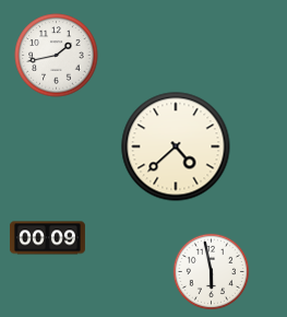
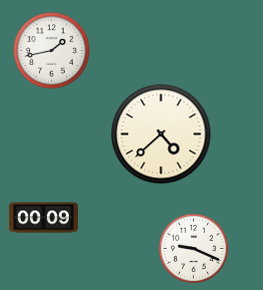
clock at (212, 272): 5:58 -> 9:19
